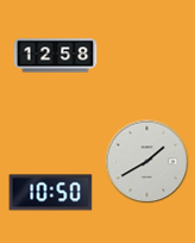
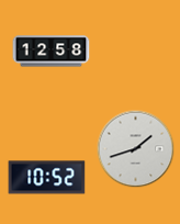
clock at (147, 162): 1:40 -> 1:42
clock at (51, 193): 10:50 -> 10:52
